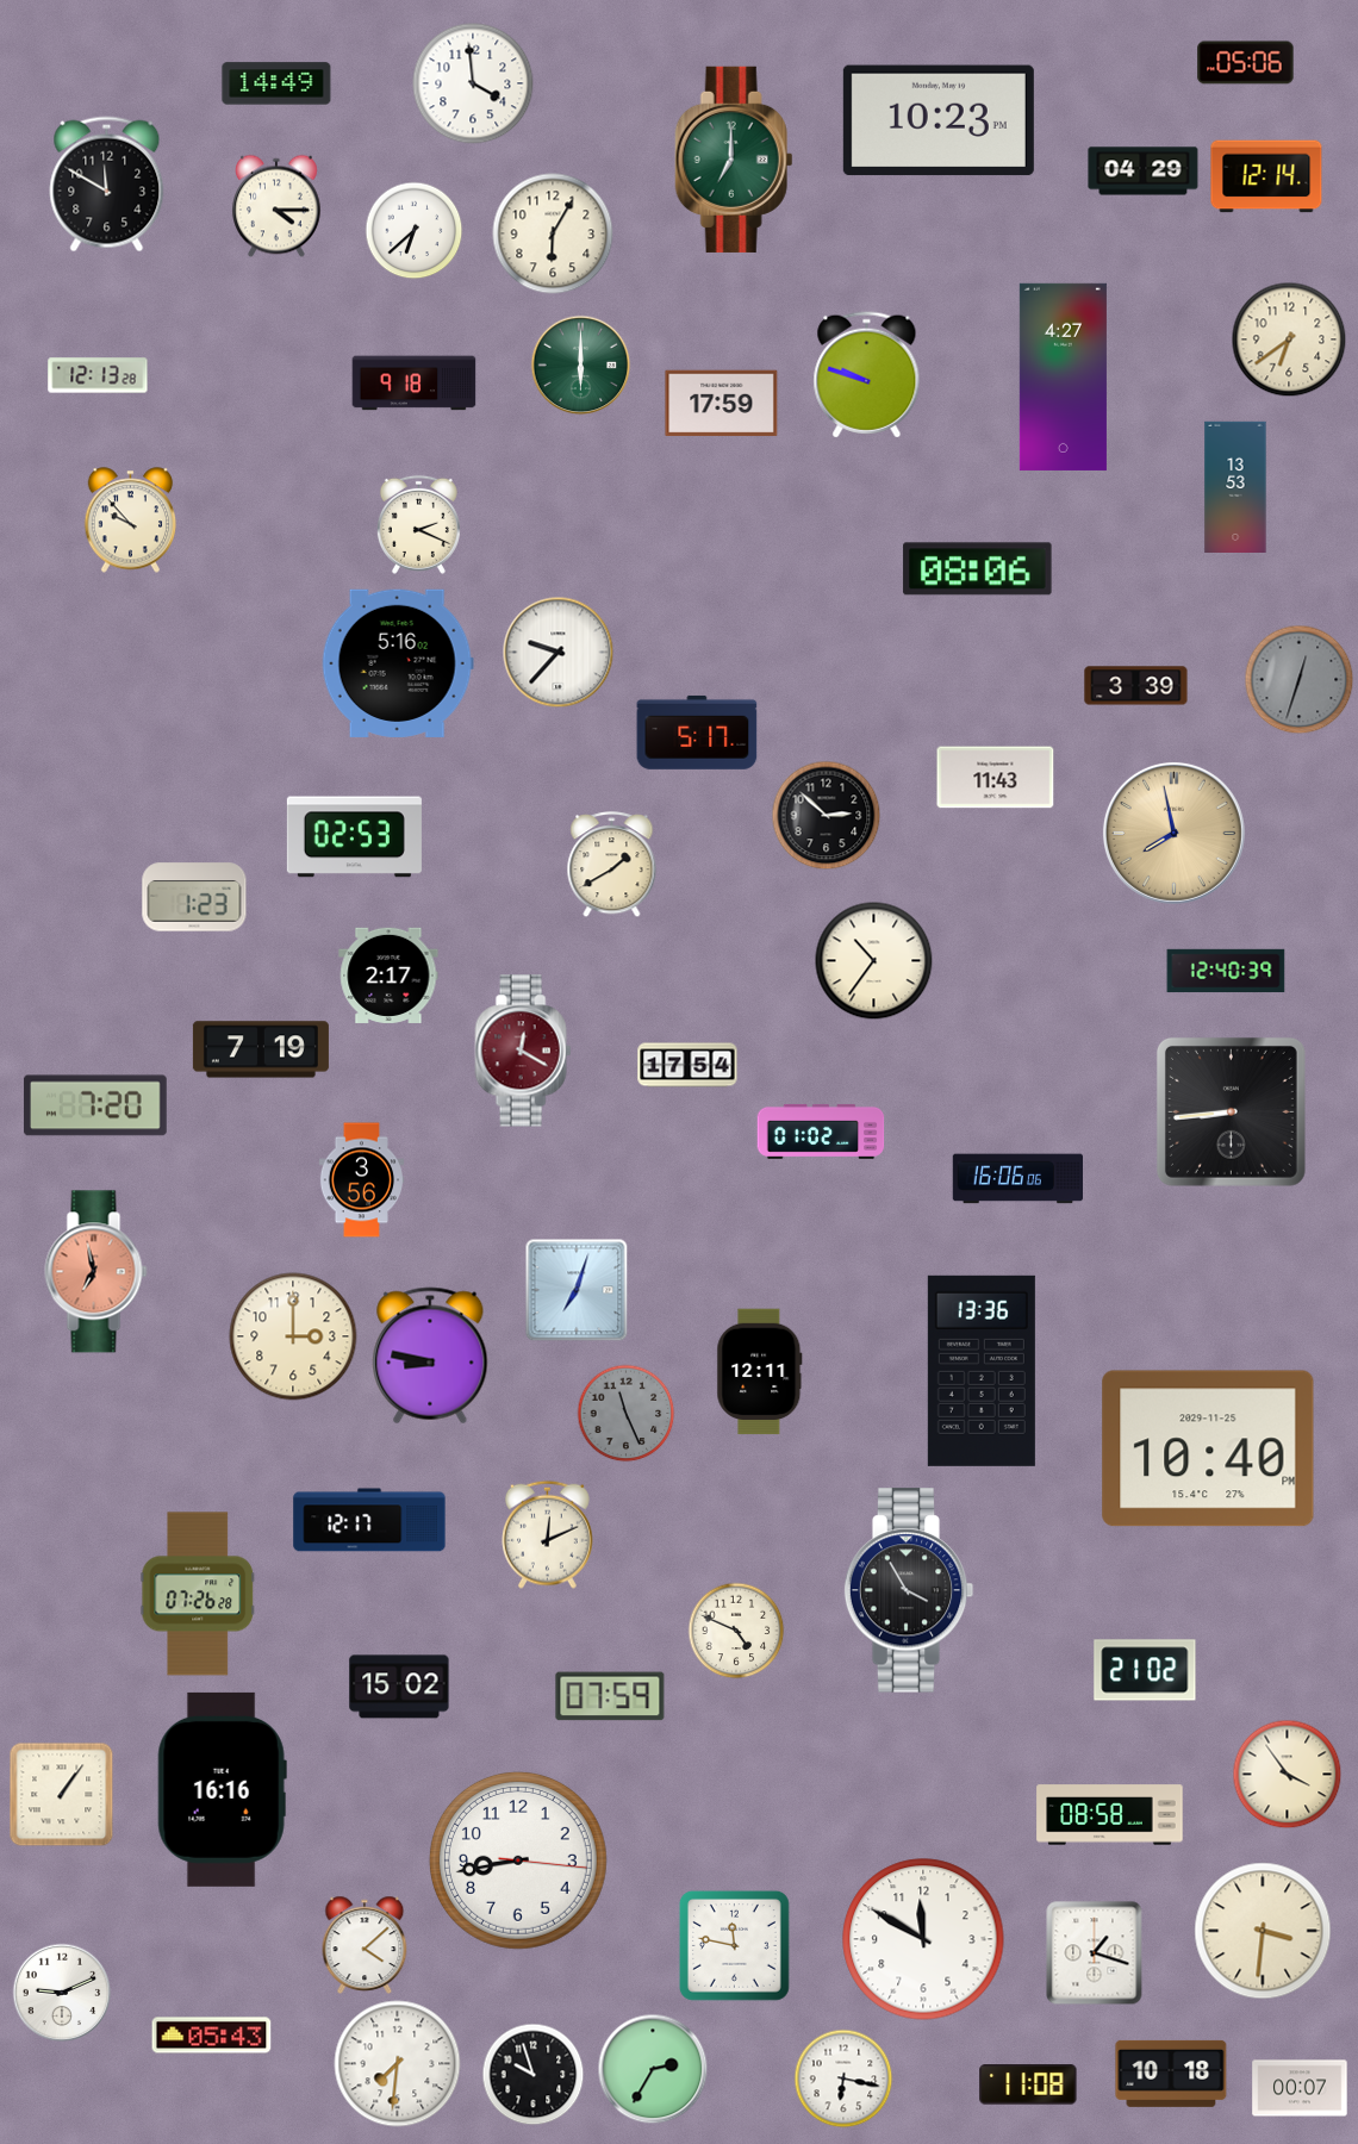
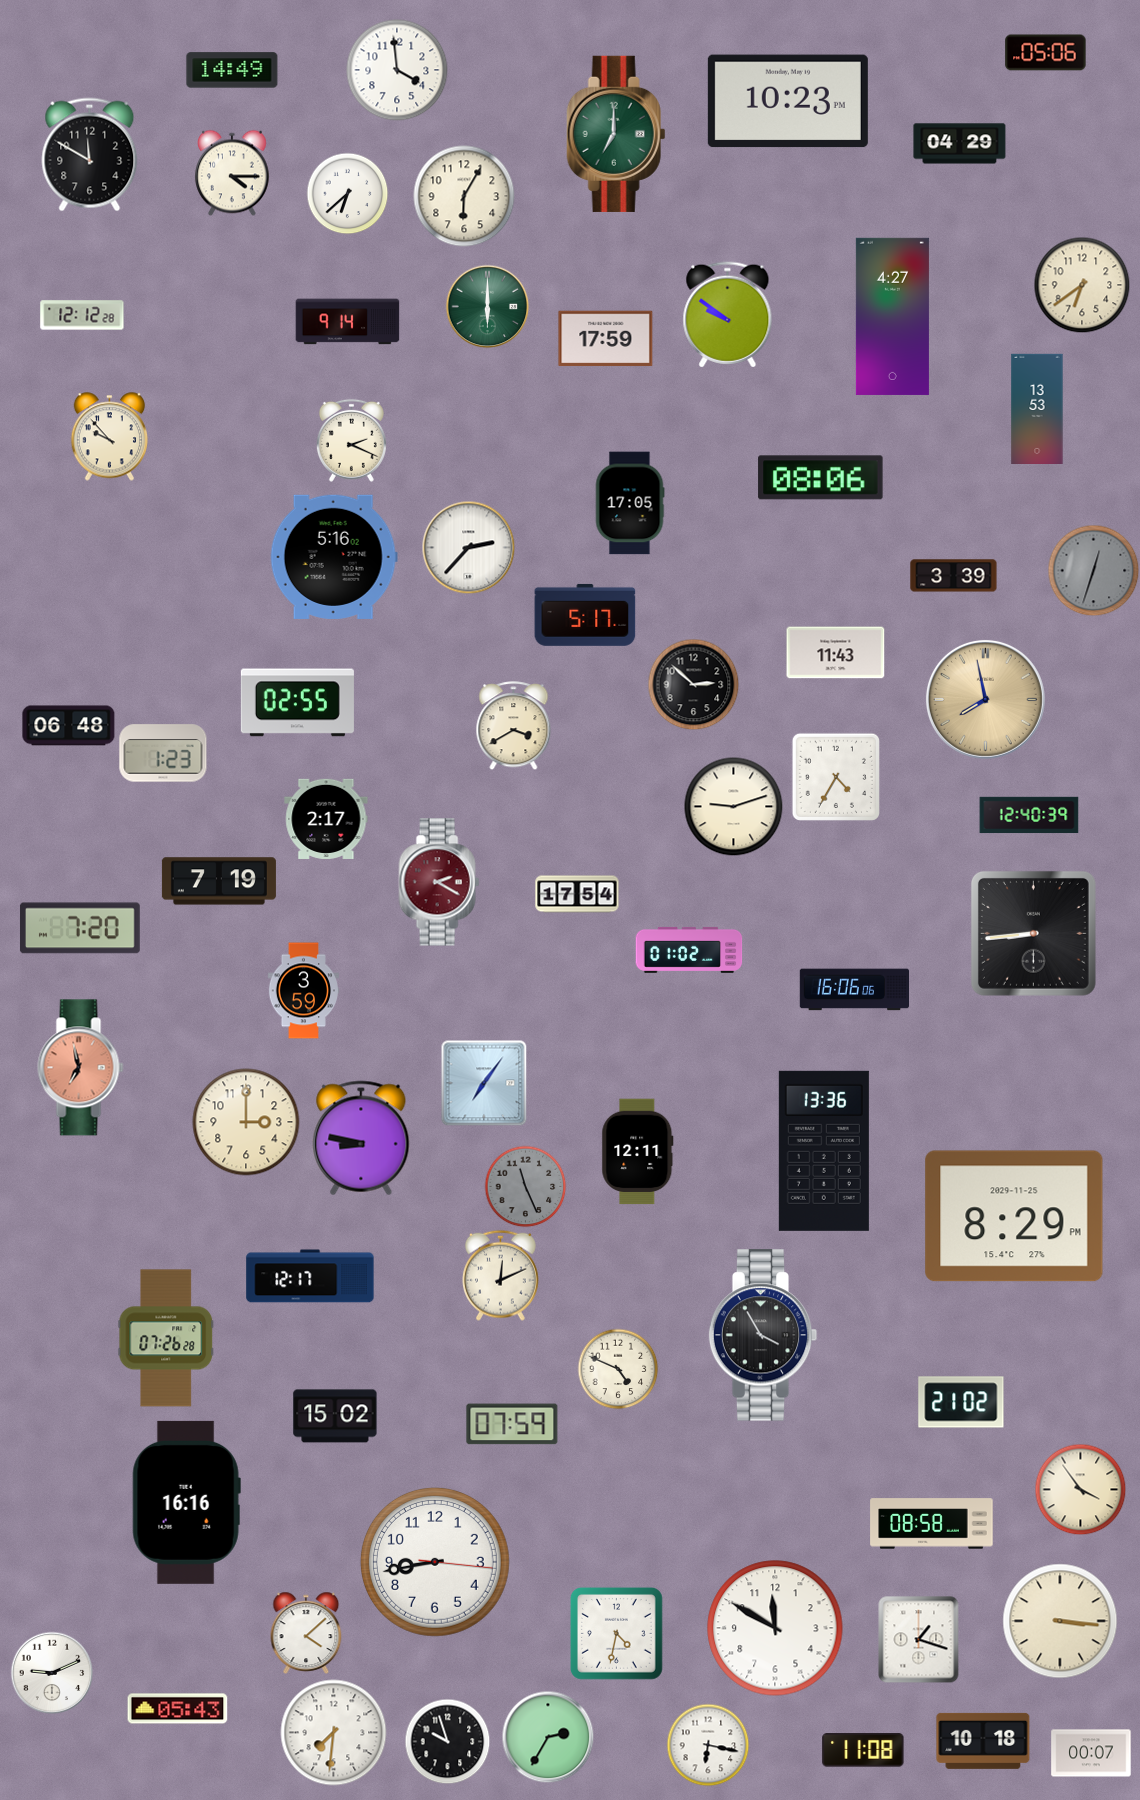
clock at (1266, 176): 12:14 -> none
clock at (98, 375): 12:13 -> 12:12
clock at (867, 375): 9:48 -> 9:51
clock at (415, 384): 9:18 -> 9:14
clock at (630, 503): none -> 17:05
clock at (557, 652): 9:37 -> 2:37
clock at (1298, 679) position: (1298, 679) -> (1093, 570)
clock at (354, 837): 02:53 -> 02:55
clock at (69, 726): none -> 06:48
clock at (612, 865): 1:40 -> 3:40
clock at (836, 777): none -> 4:35
clock at (874, 961): 10:36 -> 9:12
clock at (523, 1051): 12:20 -> 2:20
clock at (362, 1180): 3:56 -> 3:59
clock at (577, 1290): 7:03 -> 7:06
clock at (1208, 1448): 10:40 -> 8:29
clock at (548, 1534) position: (548, 1534) -> (501, 1275)
clock at (61, 1794): 1:06 -> none
clock at (1263, 1931): 3:31 -> 3:16
clock at (734, 1945): 11:47 -> 4:32
